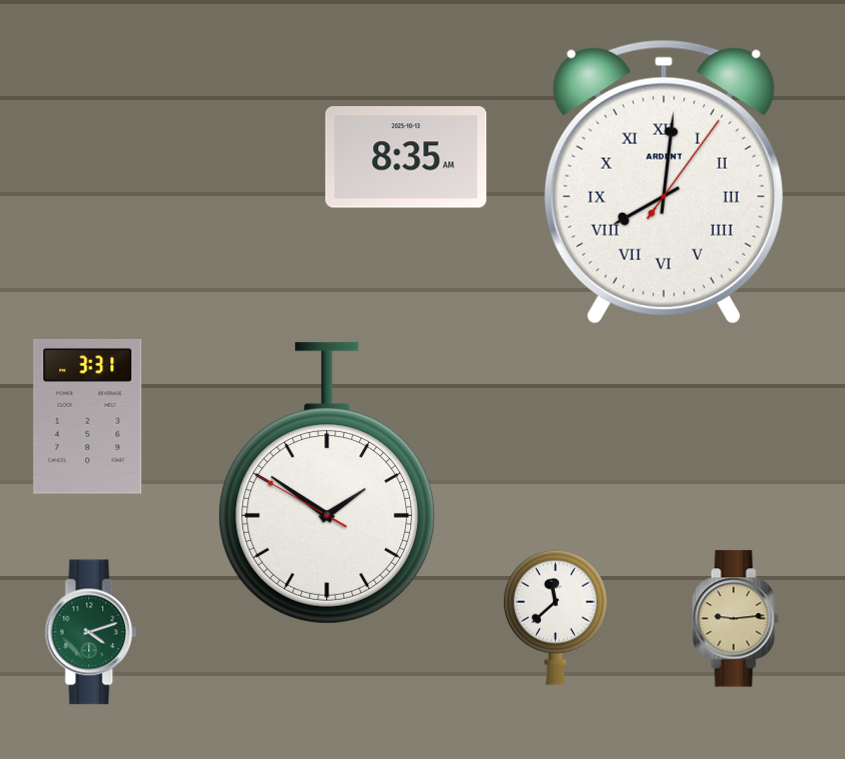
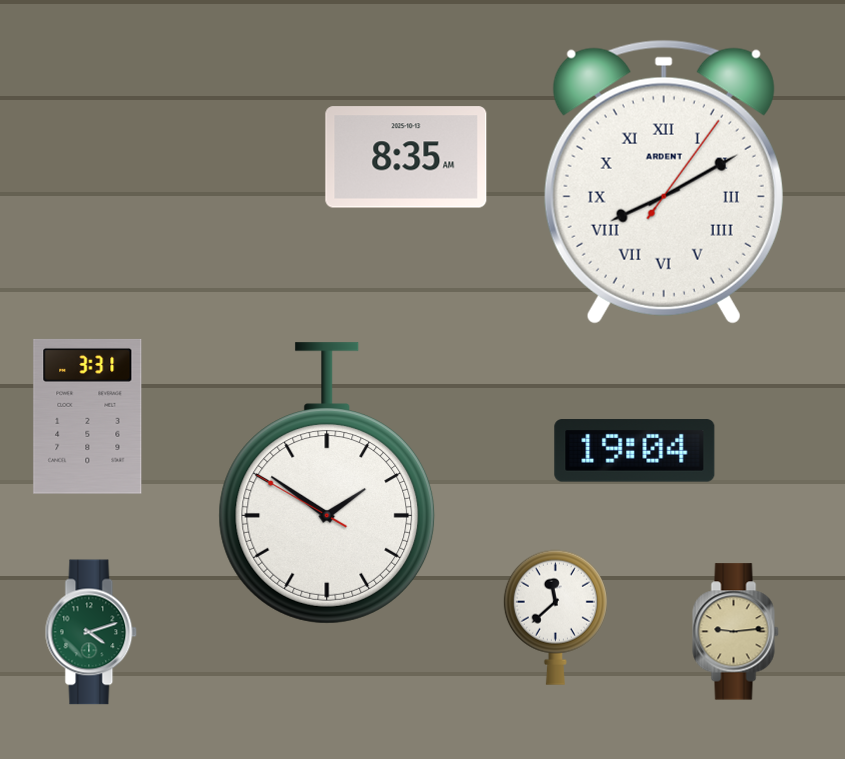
clock at (664, 182): 8:01 -> 8:10
clock at (635, 451): none -> 19:04
clock at (736, 619) position: (736, 619) -> (736, 632)
